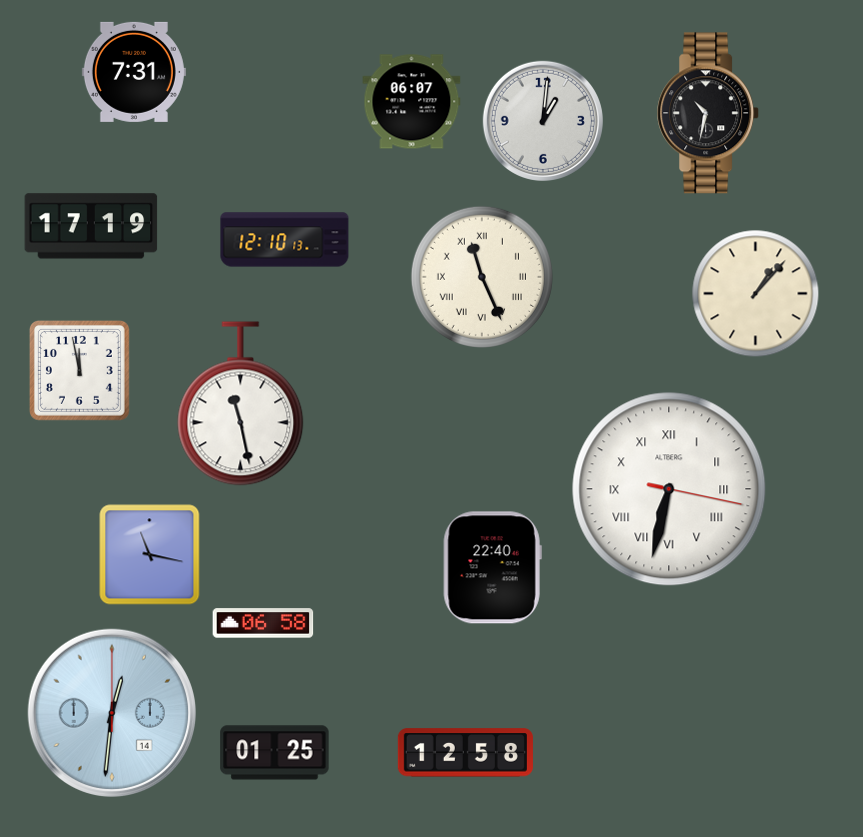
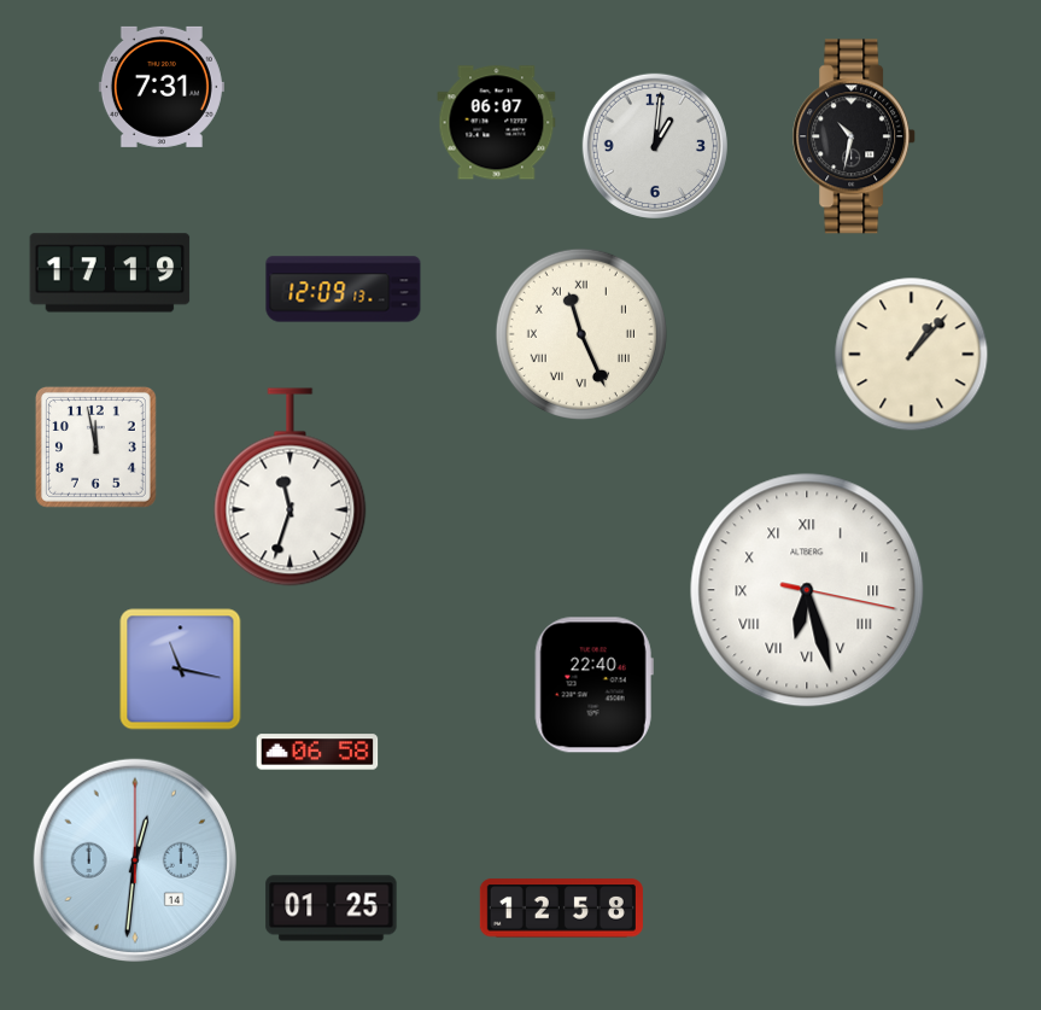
clock at (285, 240): 12:10 -> 12:09
clock at (241, 404): 11:28 -> 11:33
clock at (669, 489): 6:32 -> 6:27
